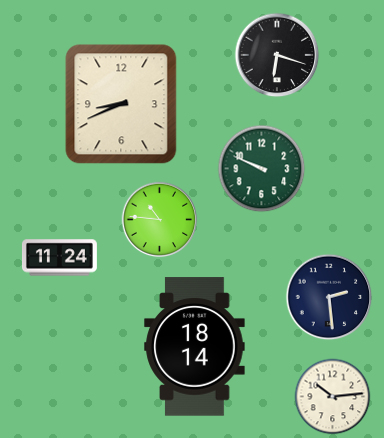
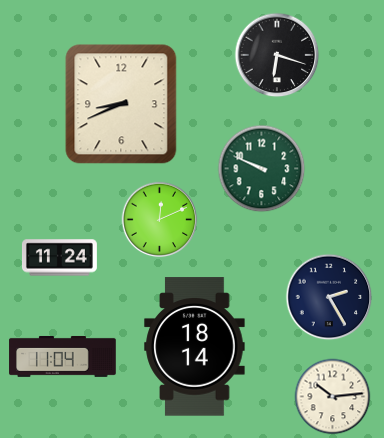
clock at (160, 220): 10:46 -> 12:11
clock at (329, 297): 2:29 -> 2:25
clock at (63, 356): none -> 11:04
